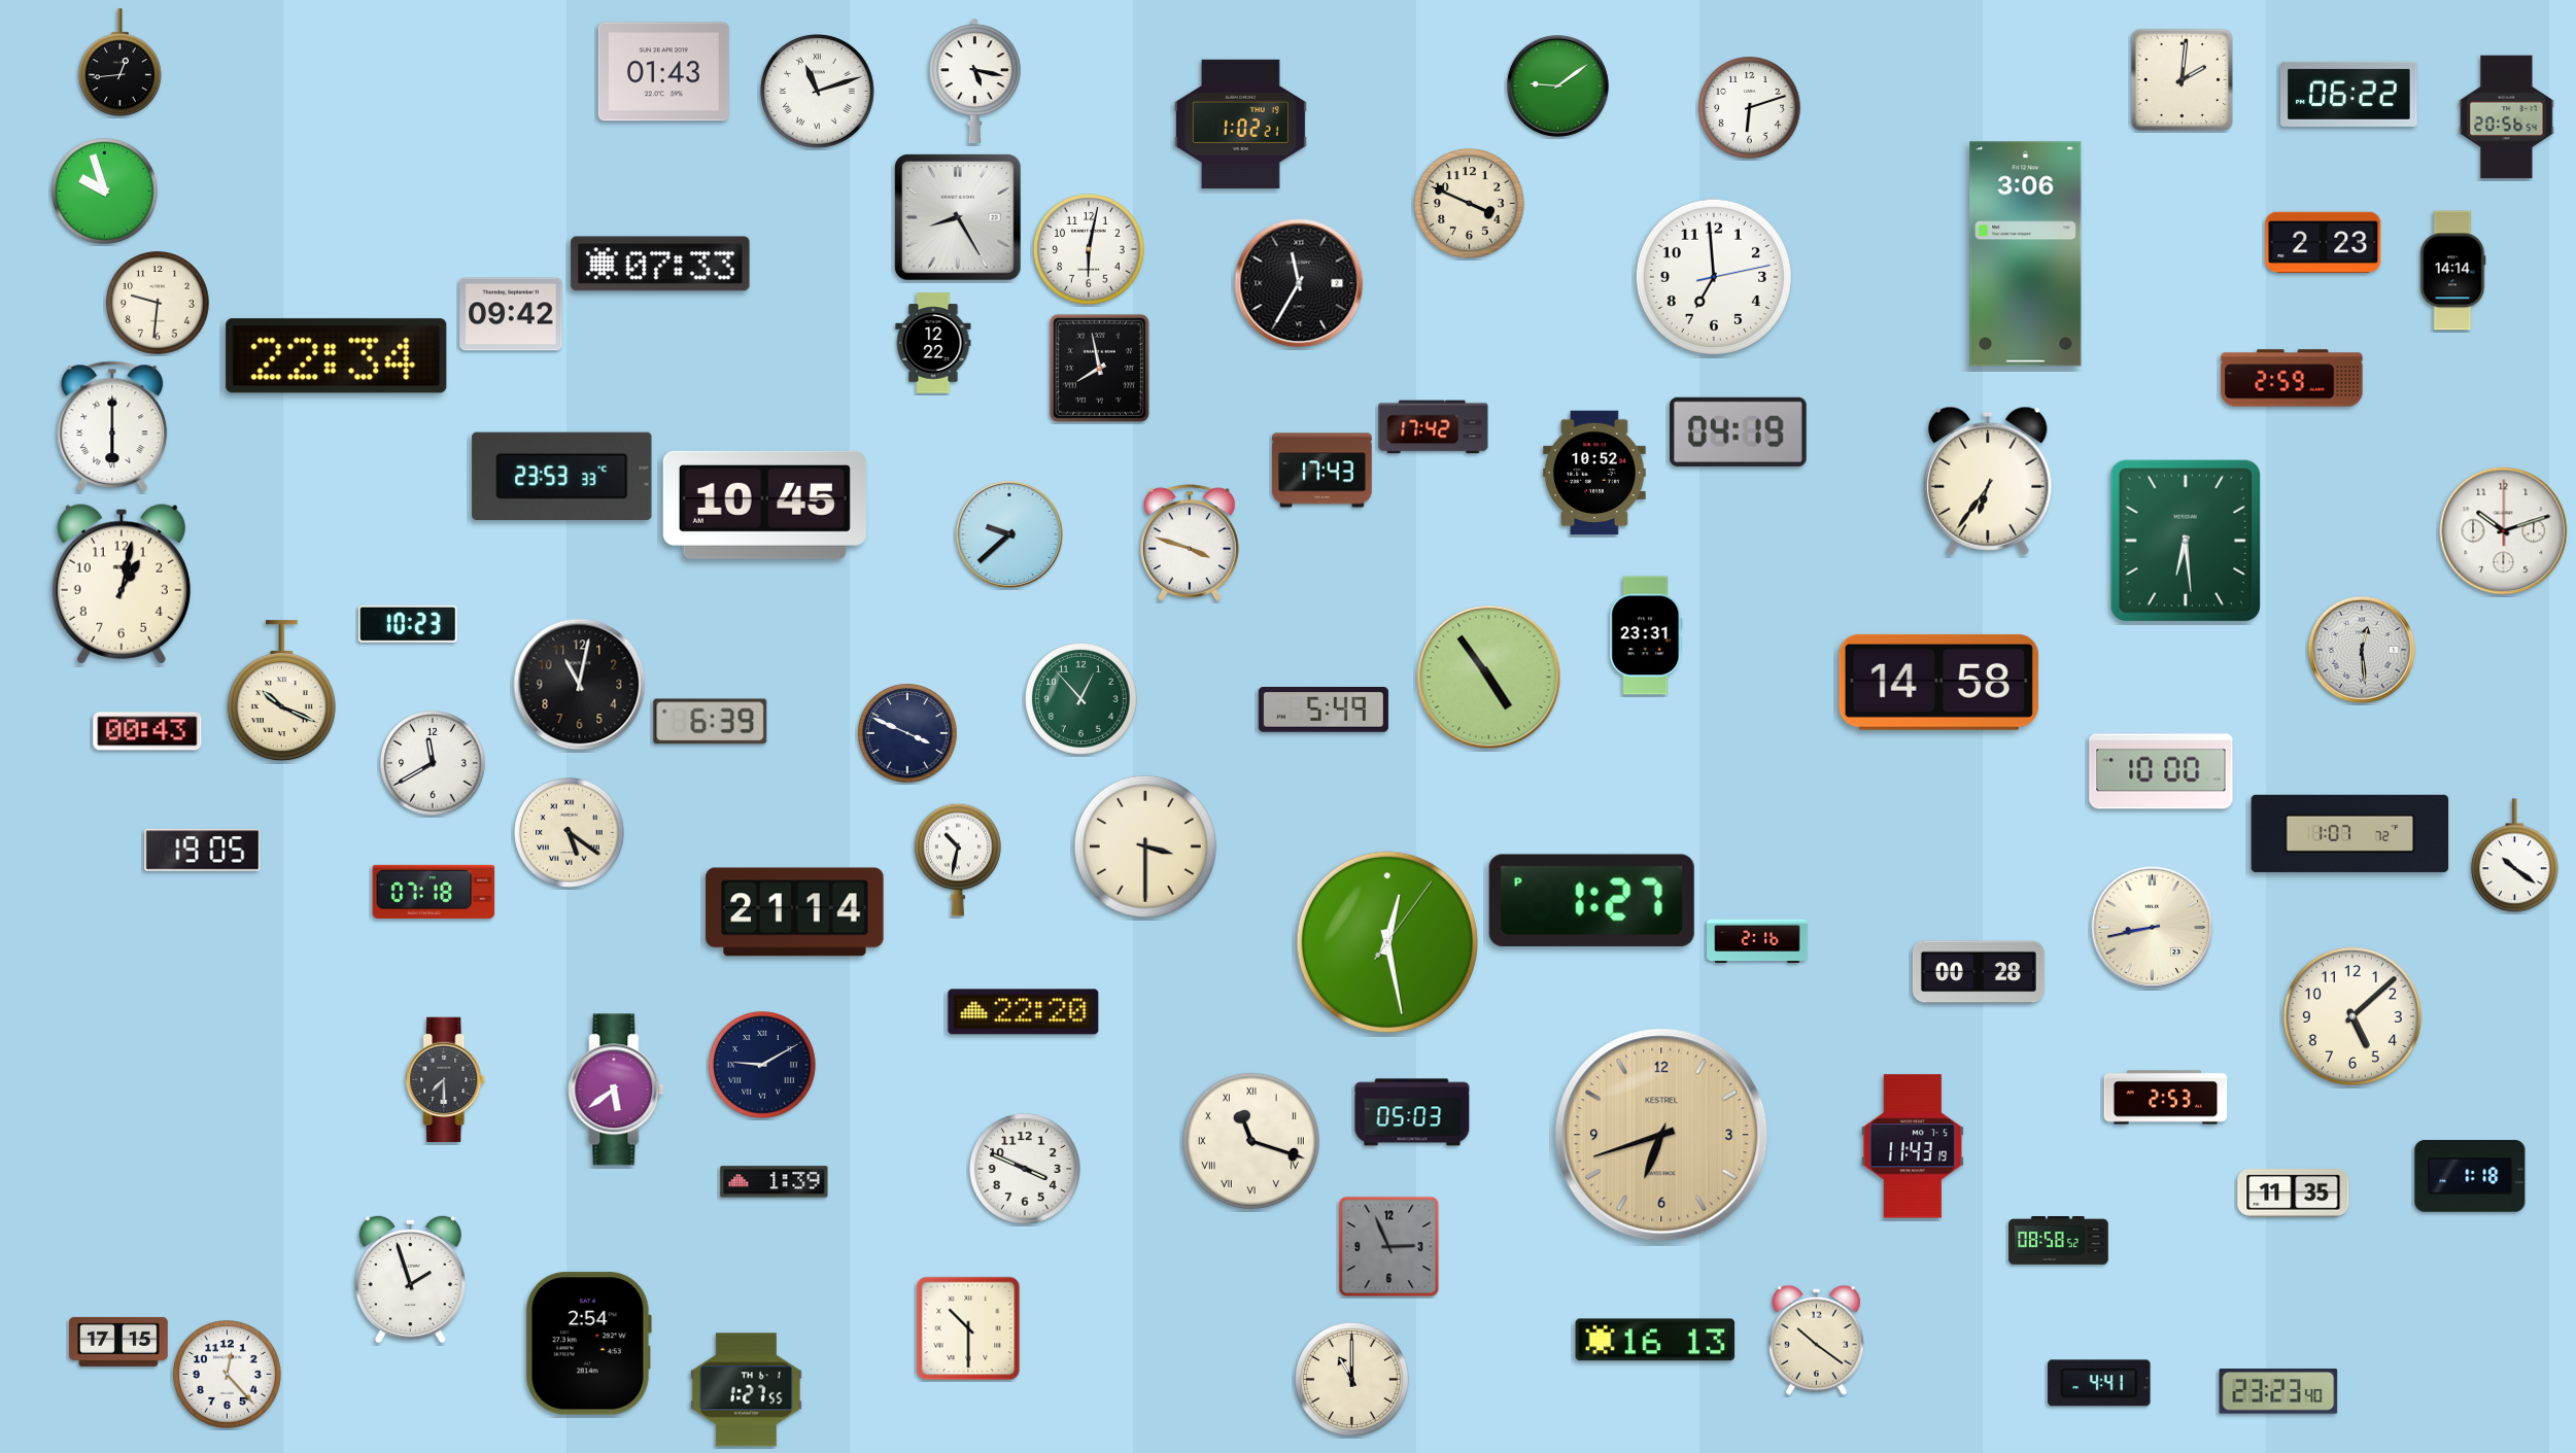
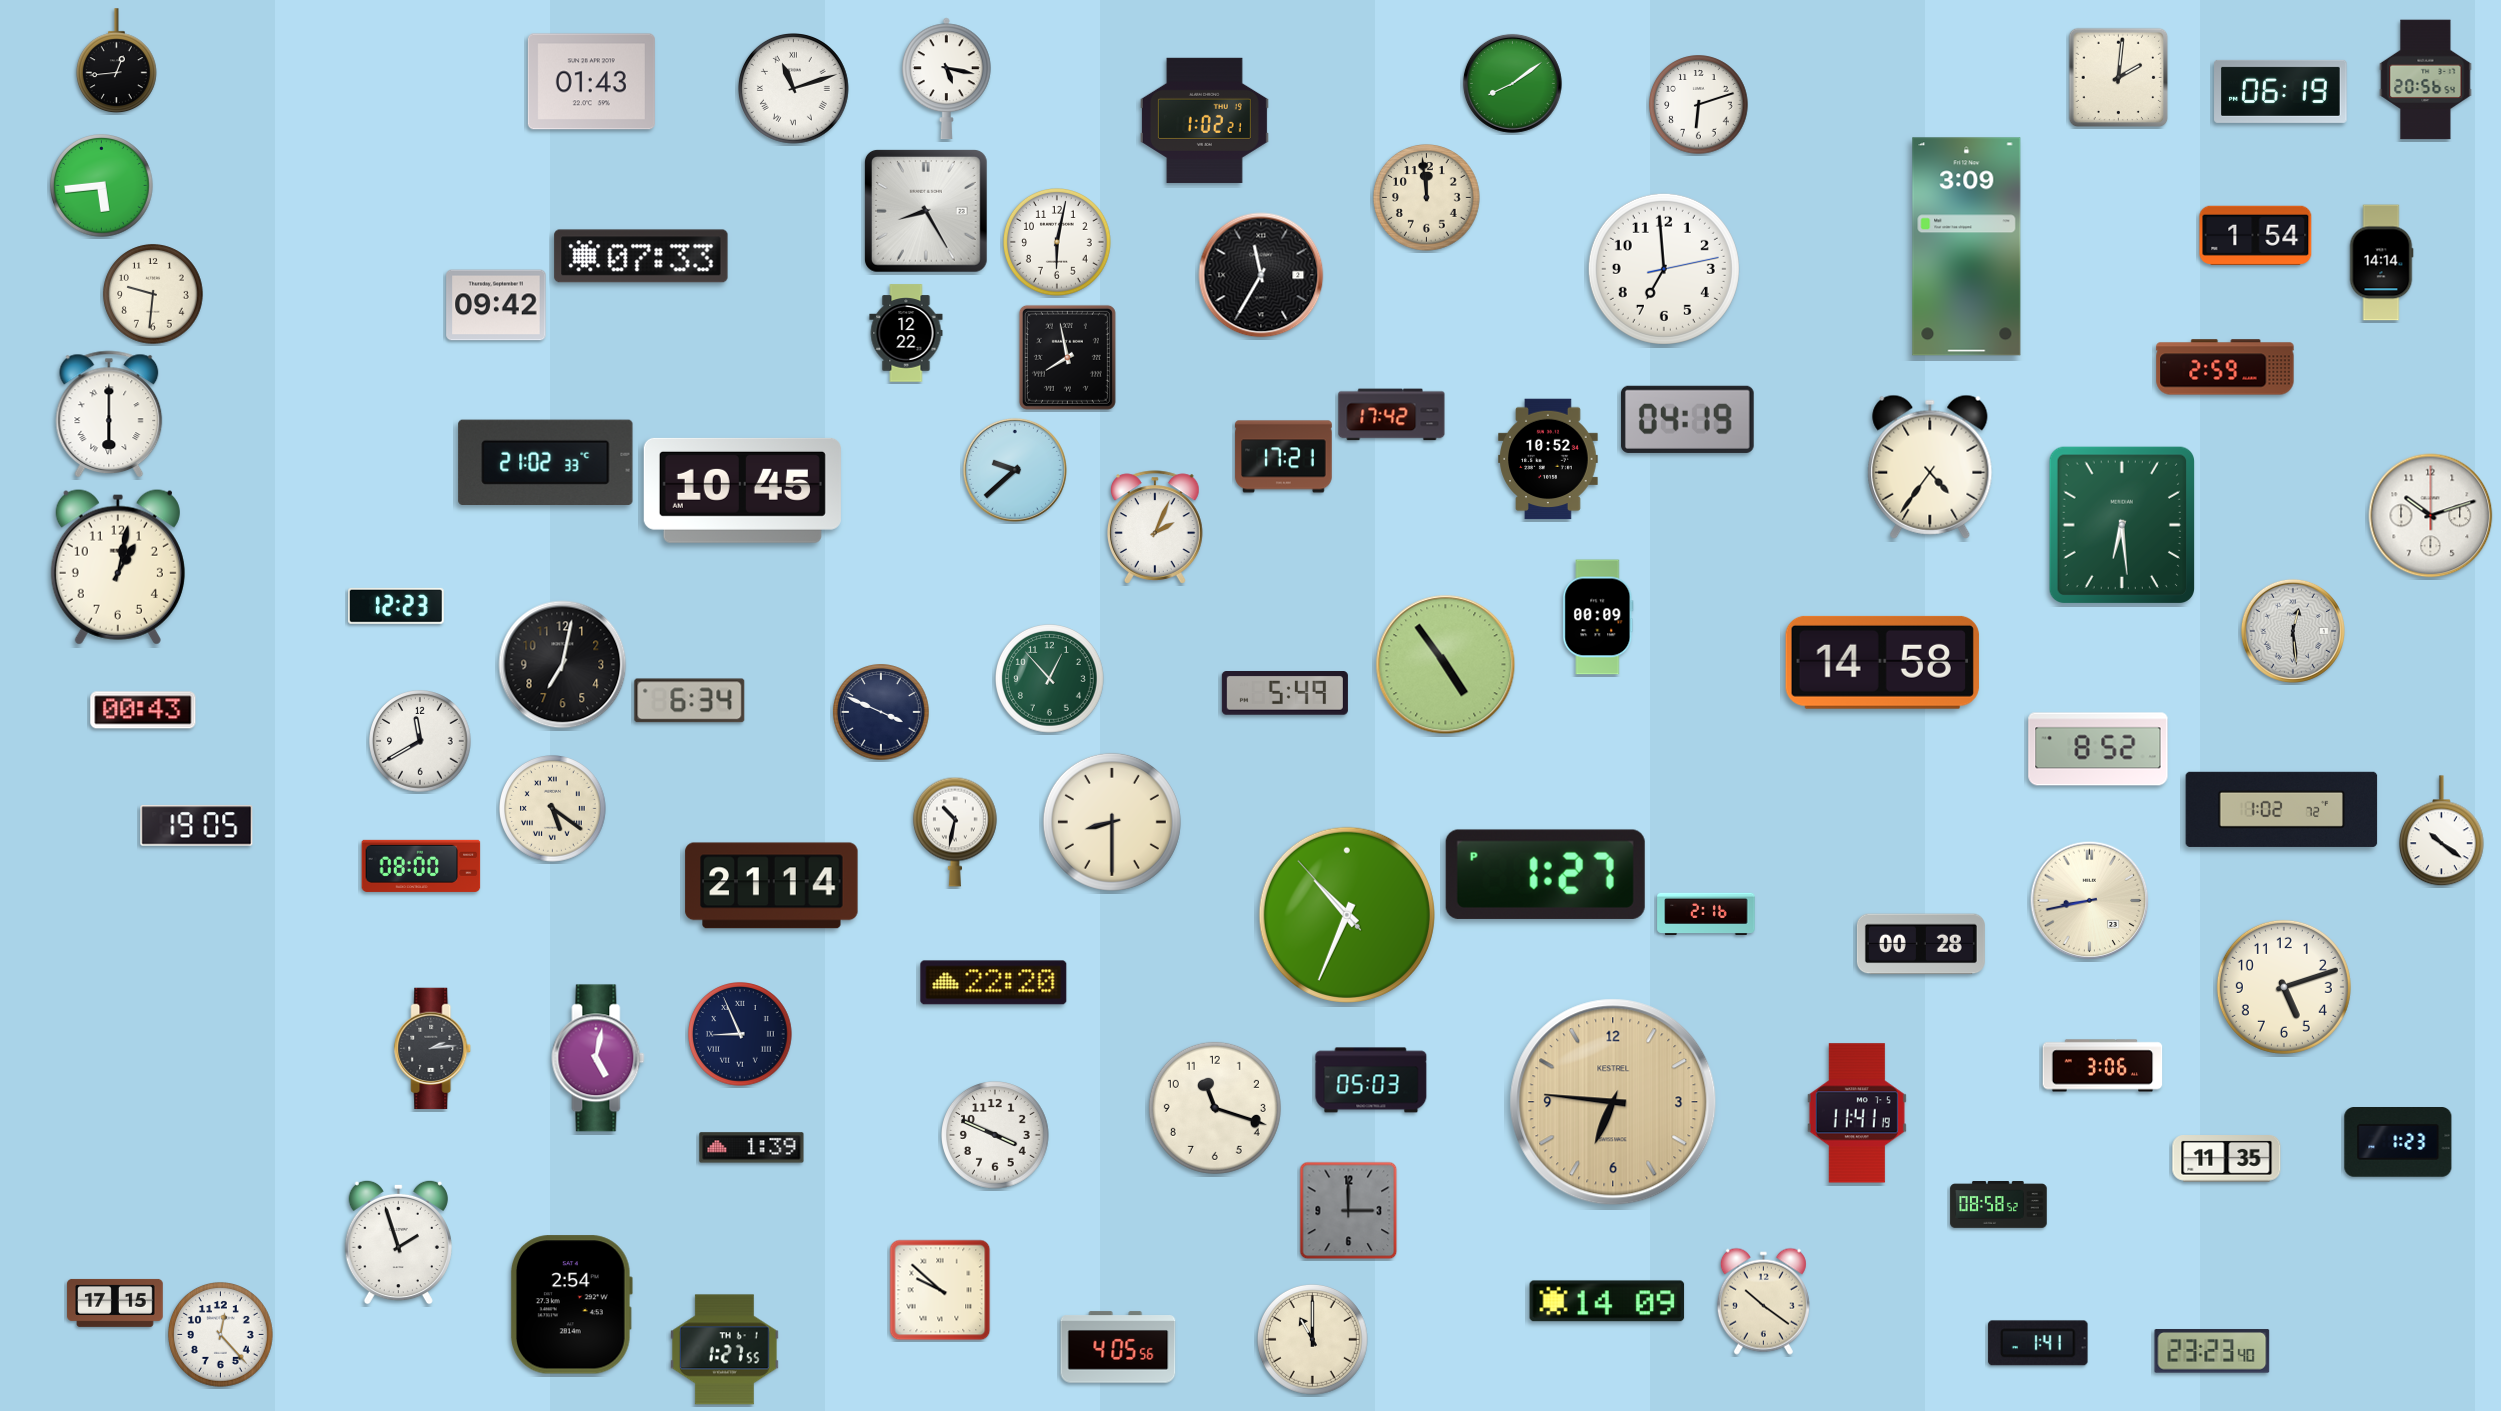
clock at (663, 72) position: (663, 72) -> (591, 82)
clock at (1557, 85): 9:09 -> 8:09
clock at (2349, 94): 06:22 -> 06:19
clock at (2507, 117) position: (2507, 117) -> (2426, 80)
clock at (105, 192): 9:57 -> 5:44
clock at (1470, 204): 3:49 -> 11:59
clock at (958, 217) position: (958, 217) -> (926, 211)
clock at (2324, 242): 2:23 -> 1:54
clock at (2026, 254): 3:06 -> 3:09
clock at (337, 356): 22:34 -> none
clock at (1323, 471): 17:43 -> 17:21
clock at (562, 476): 23:53 -> 21:02
clock at (1988, 481): 6:36 -> 4:36
clock at (1009, 534) position: (1009, 534) -> (1015, 470)
clock at (1190, 543): 3:48 -> 2:04
clock at (409, 624): 10:23 -> 12:23
clock at (1646, 635): 23:31 -> 00:09
clock at (1489, 678) position: (1489, 678) -> (1446, 665)
clock at (580, 685): 11:02 -> 7:02
clock at (281, 691): 10:19 -> none
clock at (1324, 710) position: (1324, 710) -> (1285, 693)
clock at (711, 722): 6:39 -> 6:34
clock at (2161, 771): 10:00 -> 8:52
clock at (2350, 833): 1:07 -> 1:02
clock at (1145, 846): 3:30 -> 8:30
clock at (958, 860) position: (958, 860) -> (955, 832)
clock at (434, 892): 07:18 -> 08:00
clock at (1387, 942): 12:28 -> 10:33
clock at (2352, 1016): 5:08 -> 5:12
clock at (762, 1065): 9:10 -> 8:56
clock at (446, 1080): 7:30 -> 2:14
clock at (616, 1089): 5:39 -> 5:02
clock at (2166, 1098): 2:53 -> 3:06
clock at (1661, 1135): 6:42 -> 6:46
clock at (1251, 1141) numerals: Roman -> Arabic
clock at (1913, 1146): 11:43 -> 11:41
clock at (2470, 1177): 1:18 -> 1:23
clock at (1389, 1247): 2:56 -> 3:00
clock at (968, 1328): 10:30 -> 9:52
clock at (1655, 1340): 16:13 -> 14:09
clock at (2099, 1383): 4:41 -> 1:41
clock at (1118, 1347): none -> 4:05
